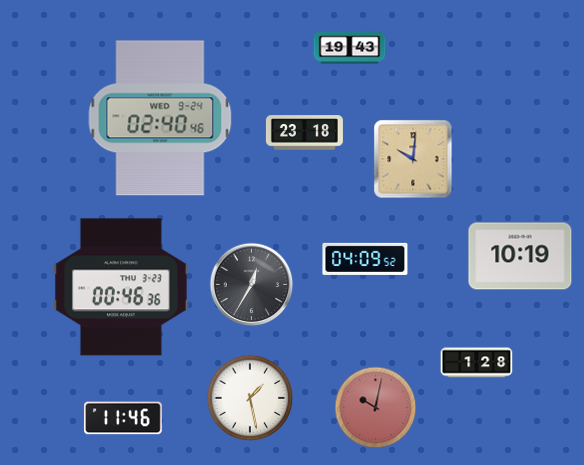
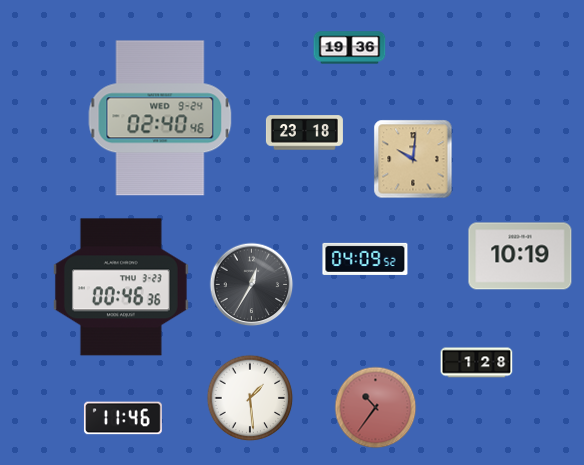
clock at (350, 48): 19:43 -> 19:36
clock at (250, 398): 1:28 -> 1:29
clock at (376, 408): 10:02 -> 10:36
